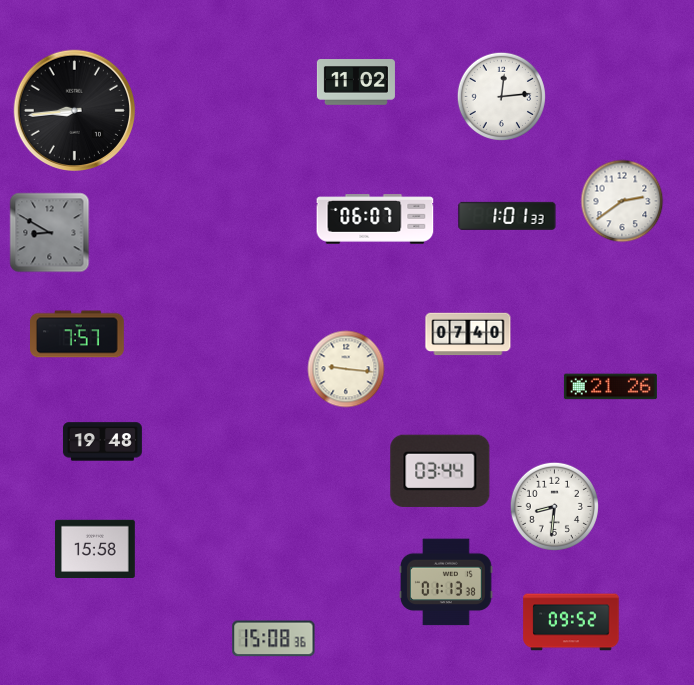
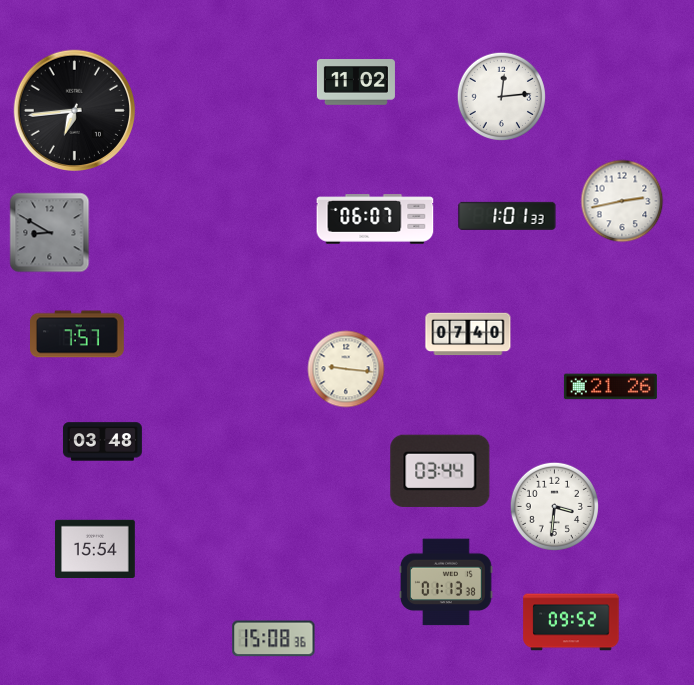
clock at (74, 110): 8:44 -> 6:44
clock at (622, 201): 2:39 -> 2:43
clock at (102, 442): 19:48 -> 03:48
clock at (554, 506): 8:31 -> 3:31
clock at (96, 548): 15:58 -> 15:54
